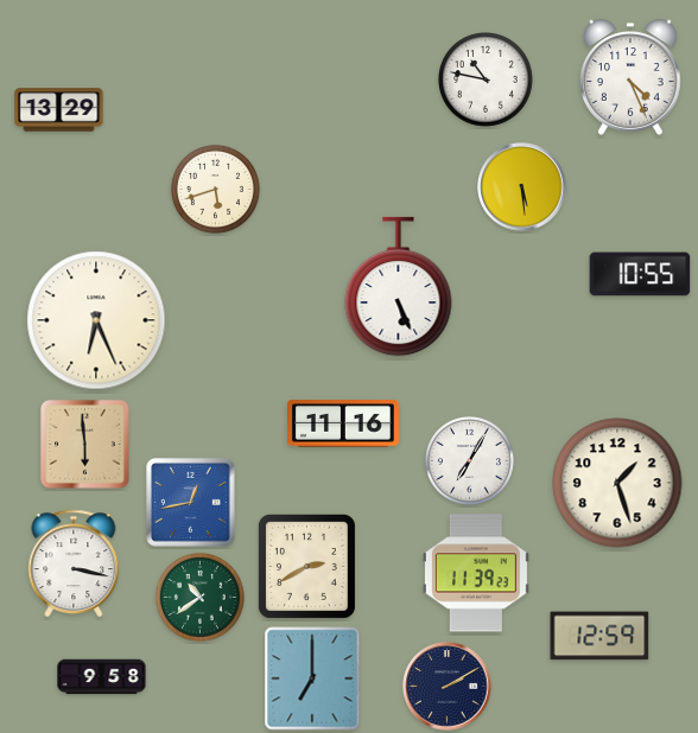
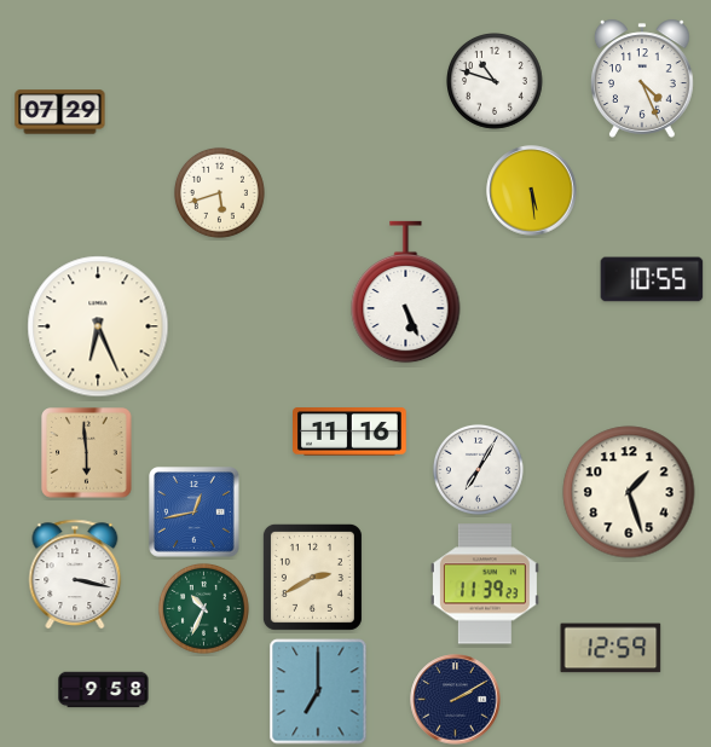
clock at (487, 81): 10:47 -> 10:48
clock at (59, 110): 13:29 -> 07:29
clock at (199, 597): 10:39 -> 10:34
